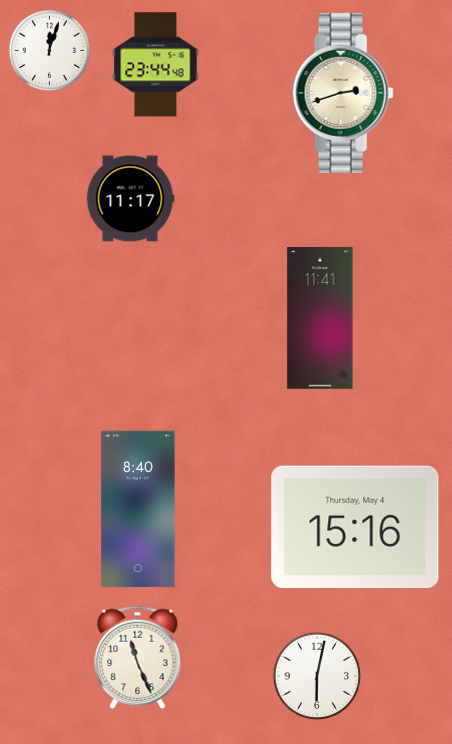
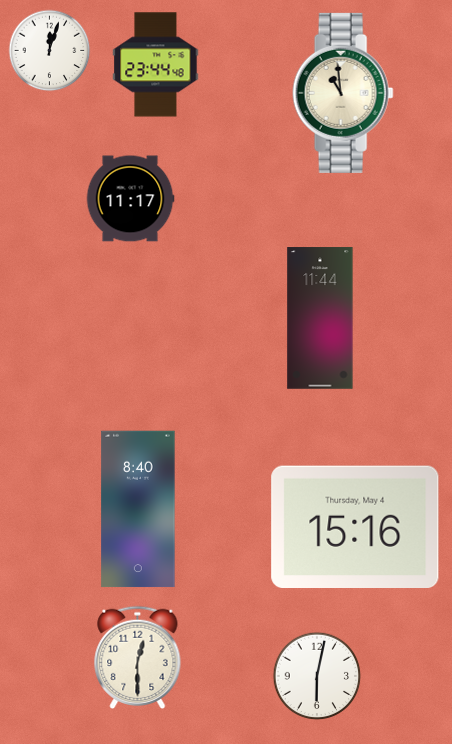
clock at (343, 93): 2:42 -> 10:59
clock at (320, 318): 11:41 -> 11:44
clock at (138, 657): 11:26 -> 12:30
